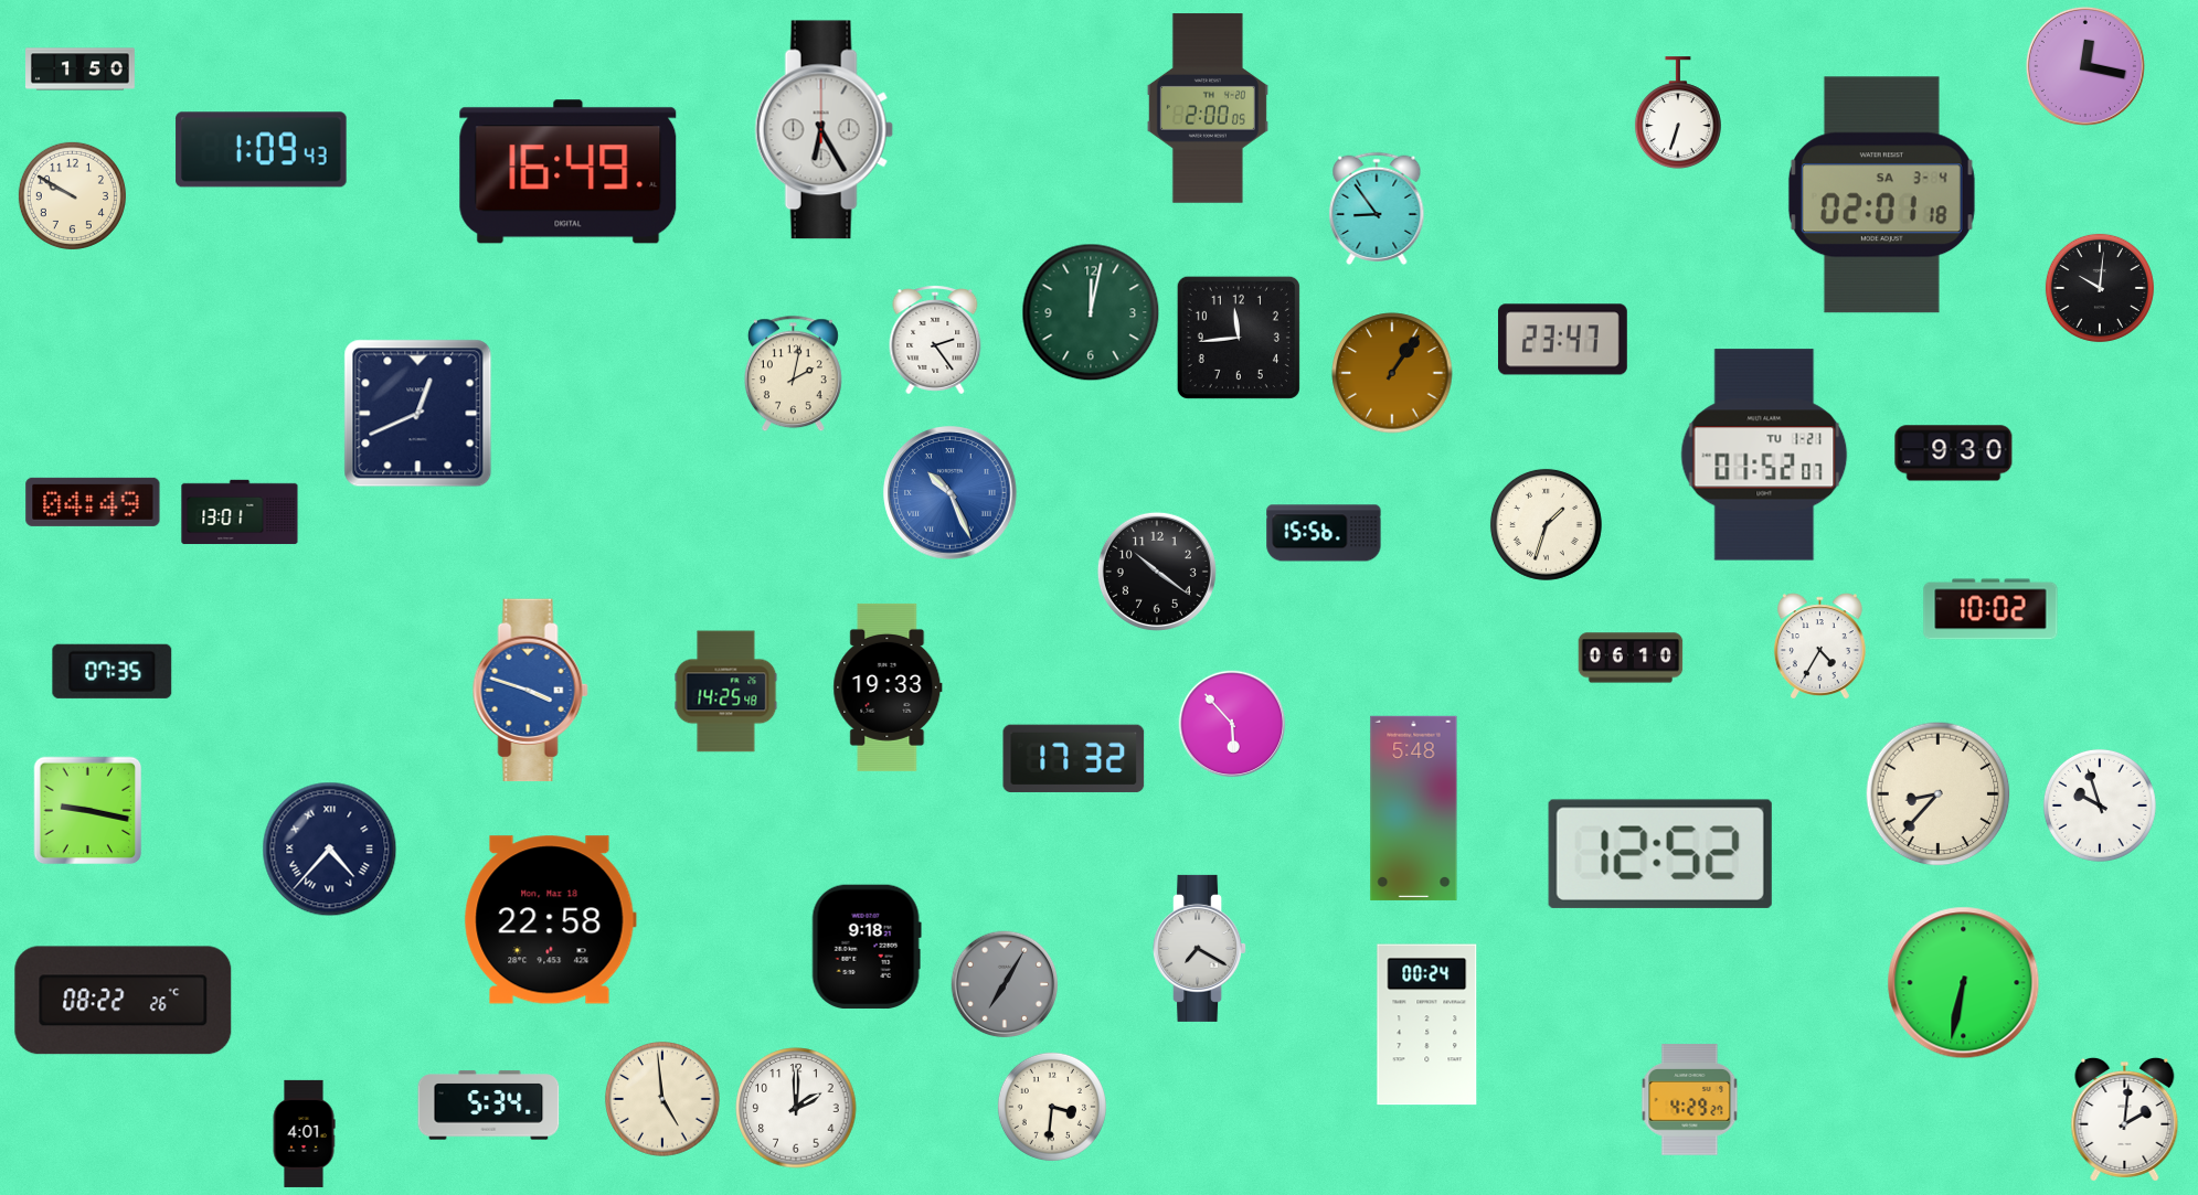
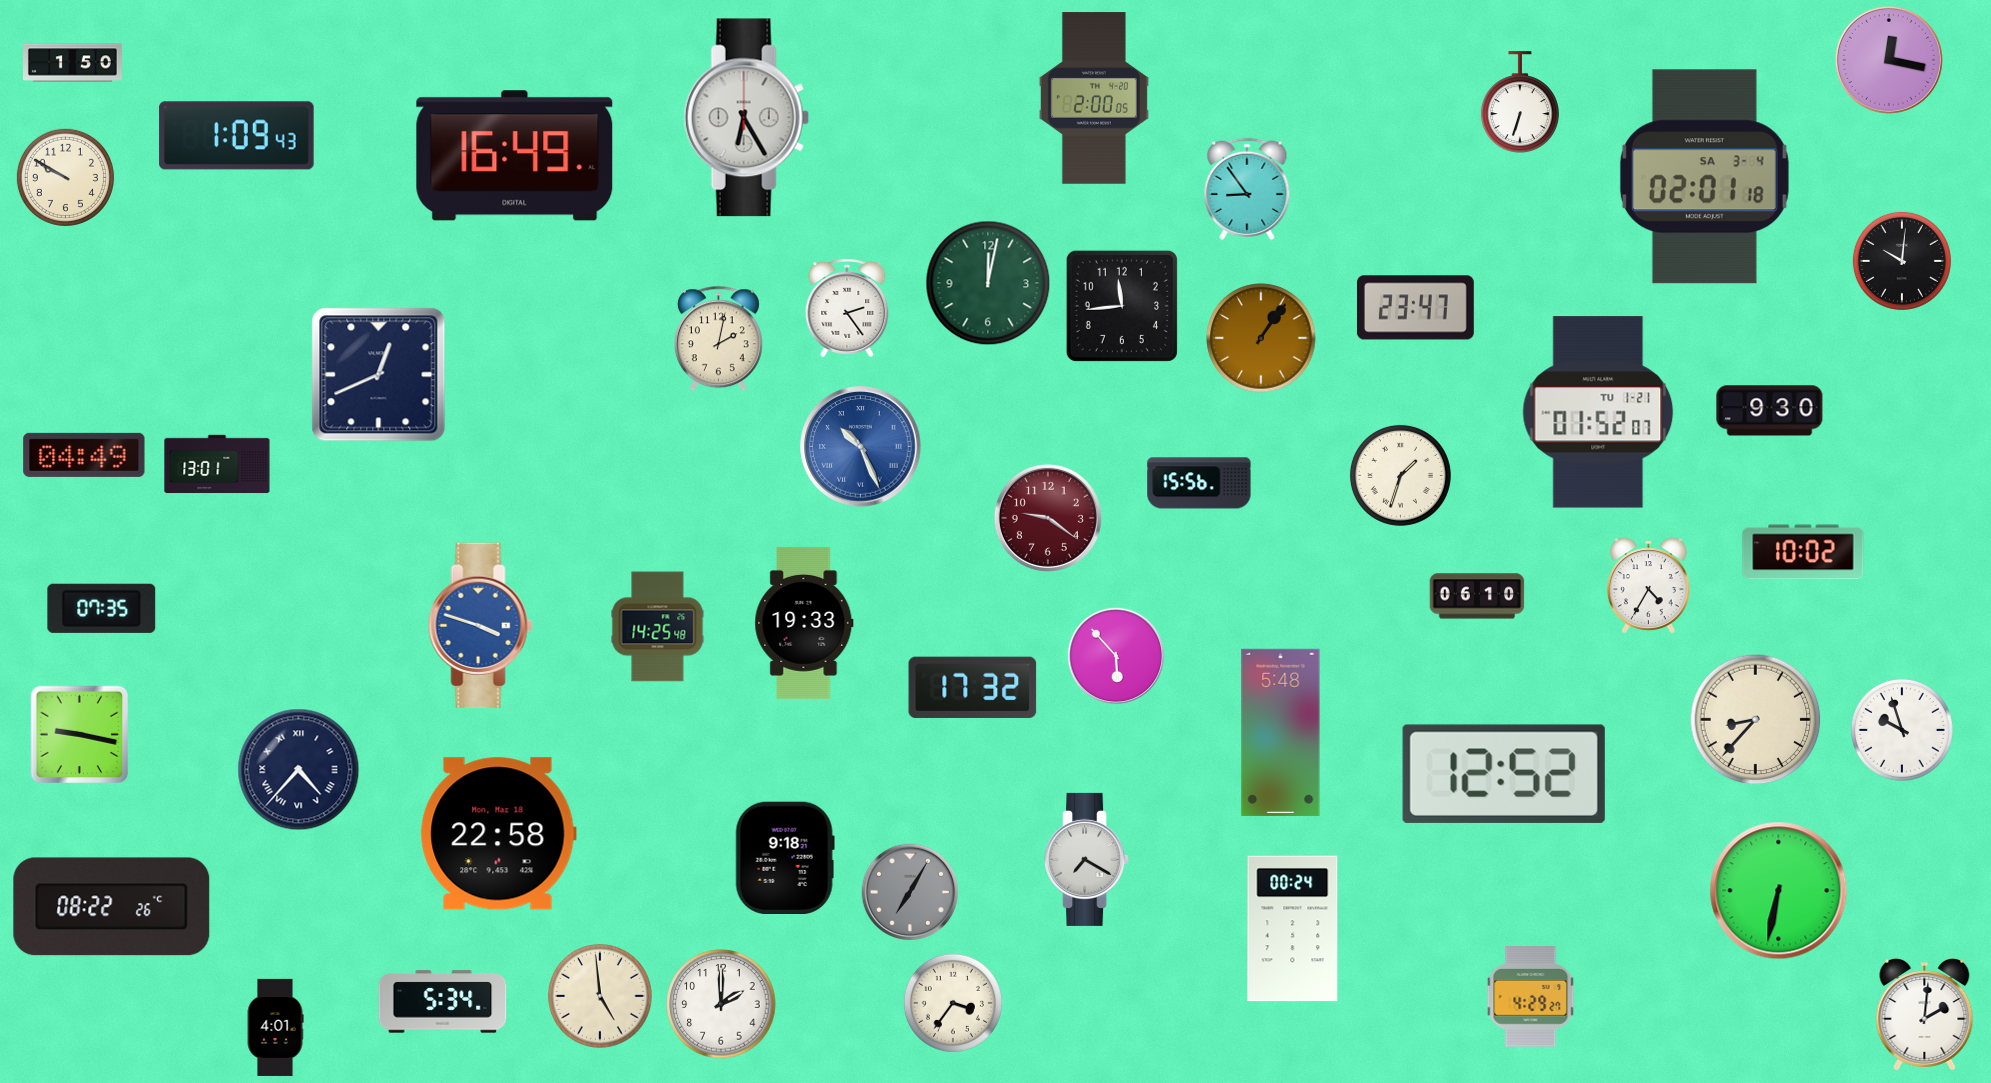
clock at (1157, 572): 10:21 -> 9:21
clock at (1157, 572) dial: black -> burgundy
clock at (1052, 1107): 3:31 -> 3:36
